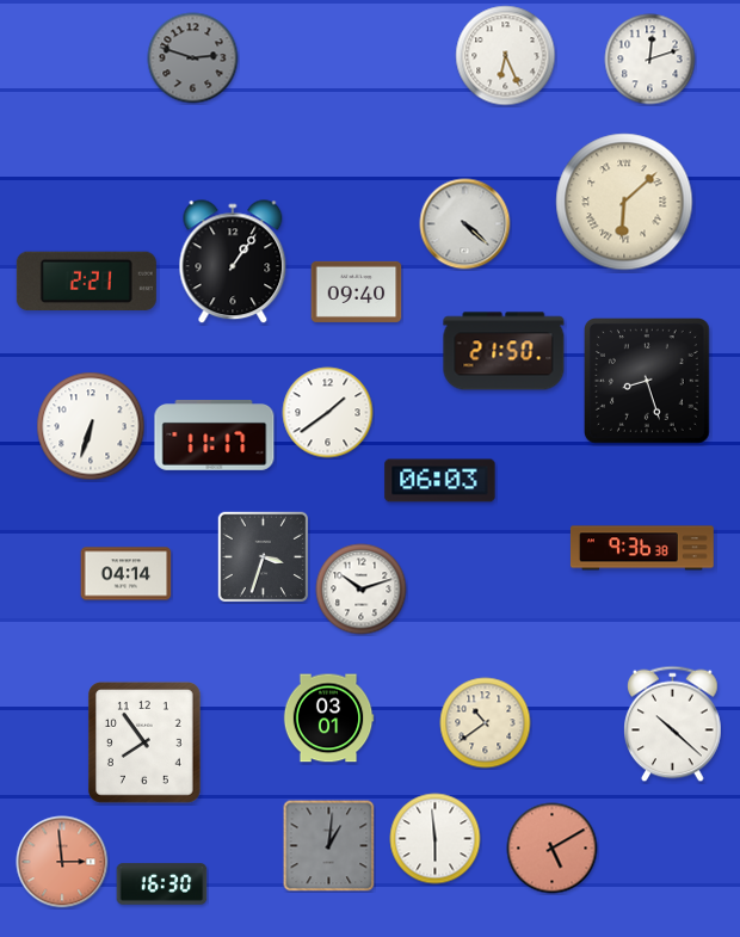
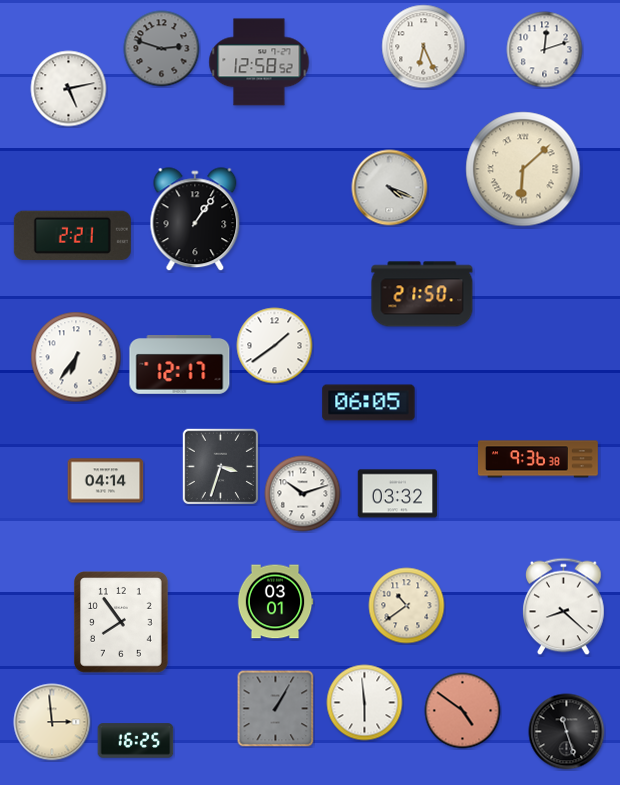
clock at (259, 62): none -> 12:58
clock at (69, 89): none -> 5:13
clock at (465, 224): 4:22 -> 4:19
clock at (357, 291): 09:40 -> none
clock at (648, 382): 8:27 -> none
clock at (91, 426): 6:33 -> 6:36
clock at (215, 436): 11:17 -> 12:17
clock at (440, 481): 06:03 -> 06:05
clock at (398, 494): none -> 03:32
clock at (673, 725): 10:22 -> 8:22
clock at (329, 846): 1:01 -> 1:05
clock at (553, 849): 5:10 -> 4:51
clock at (62, 862) dial: salmon -> cream
clock at (567, 732): none -> 11:27
clock at (162, 884): 16:30 -> 16:25
